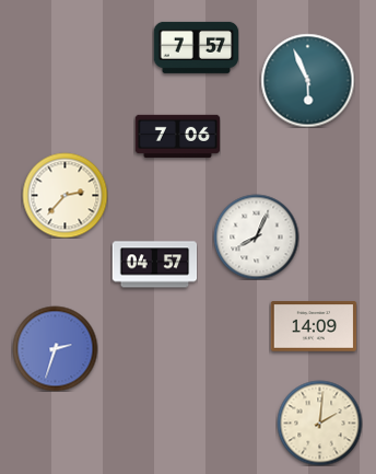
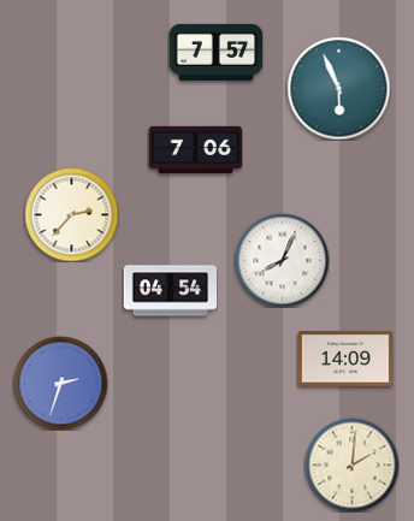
clock at (154, 265): 04:57 -> 04:54
